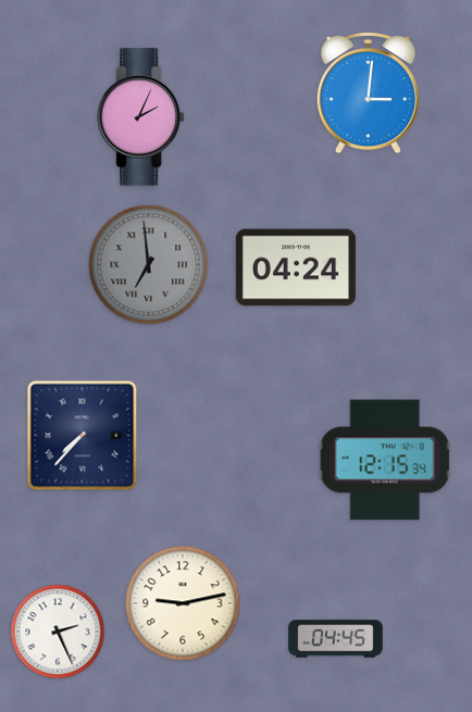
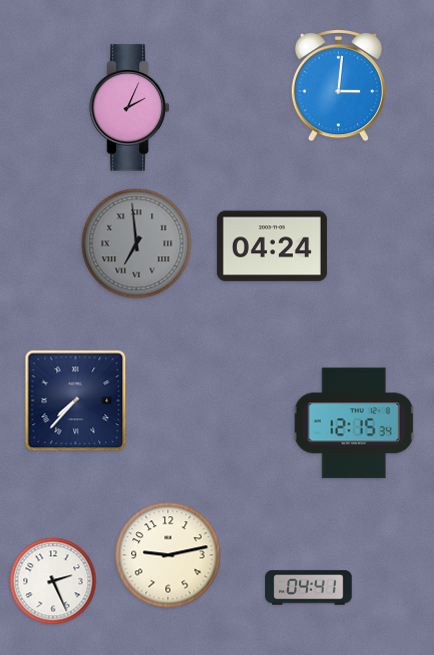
clock at (336, 639): 04:45 -> 04:41
